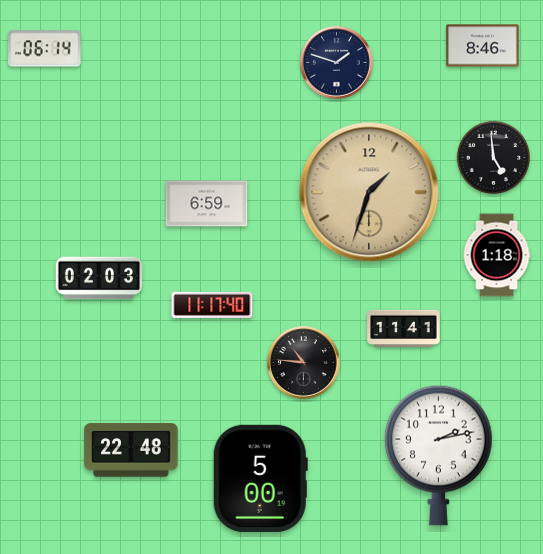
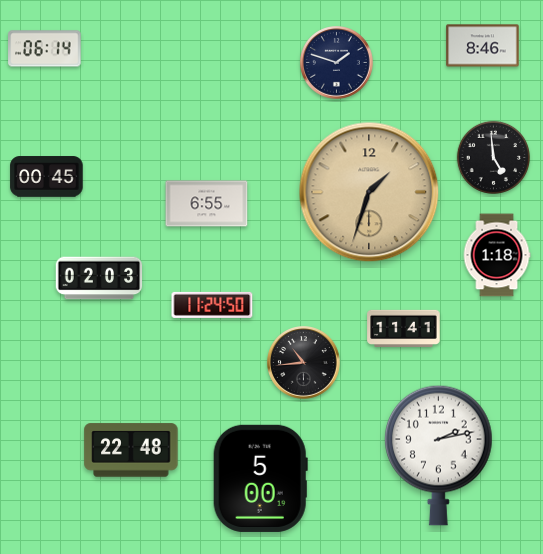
clock at (47, 177): none -> 00:45
clock at (207, 204): 6:59 -> 6:55
clock at (212, 305): 11:17 -> 11:24
clock at (304, 363): 10:46 -> 10:44
